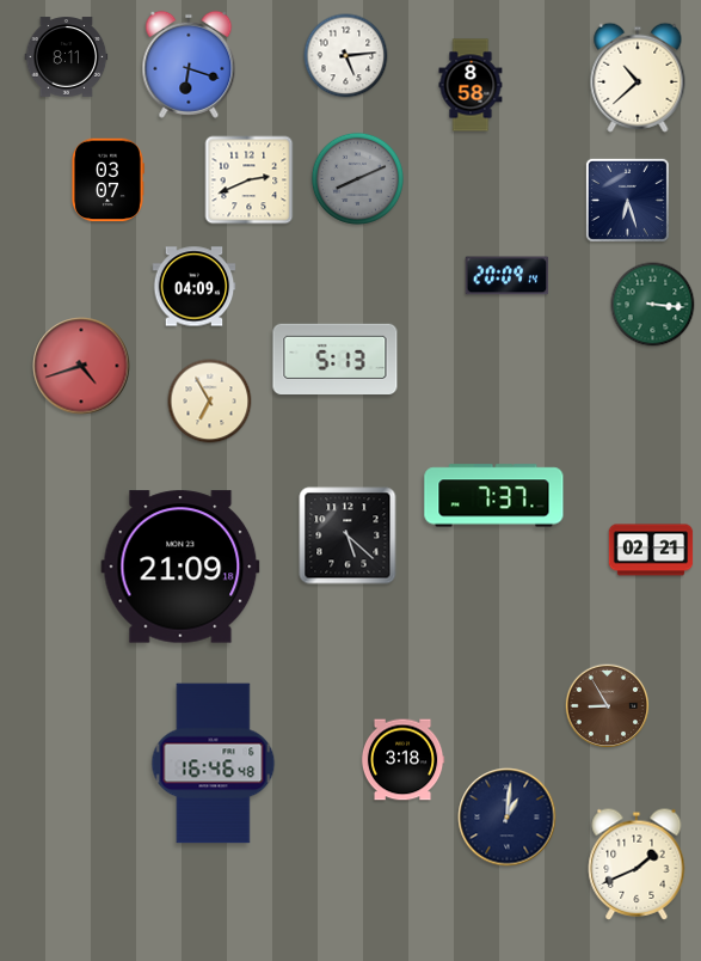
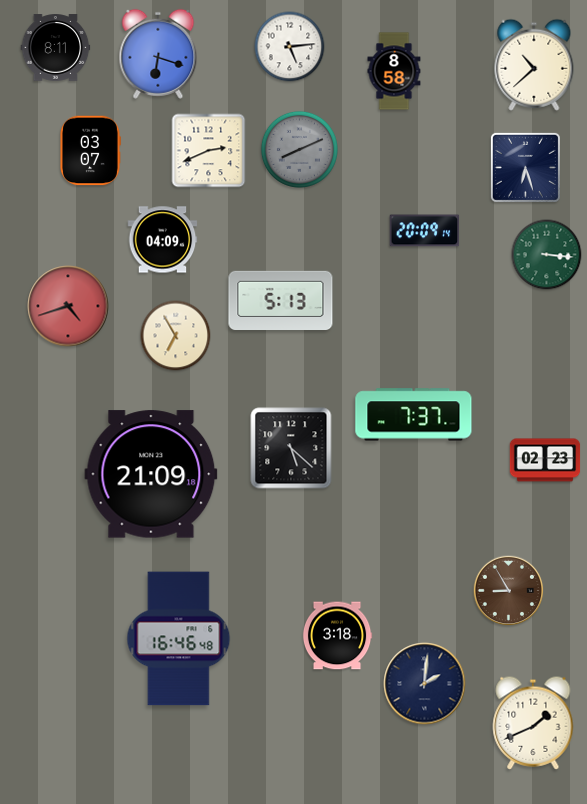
clock at (651, 550): 02:21 -> 02:23
clock at (508, 818): 1:01 -> 2:01
